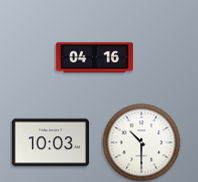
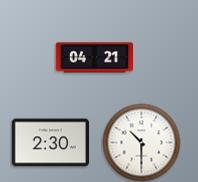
clock at (94, 58): 04:16 -> 04:21
clock at (50, 143): 10:03 -> 2:30
